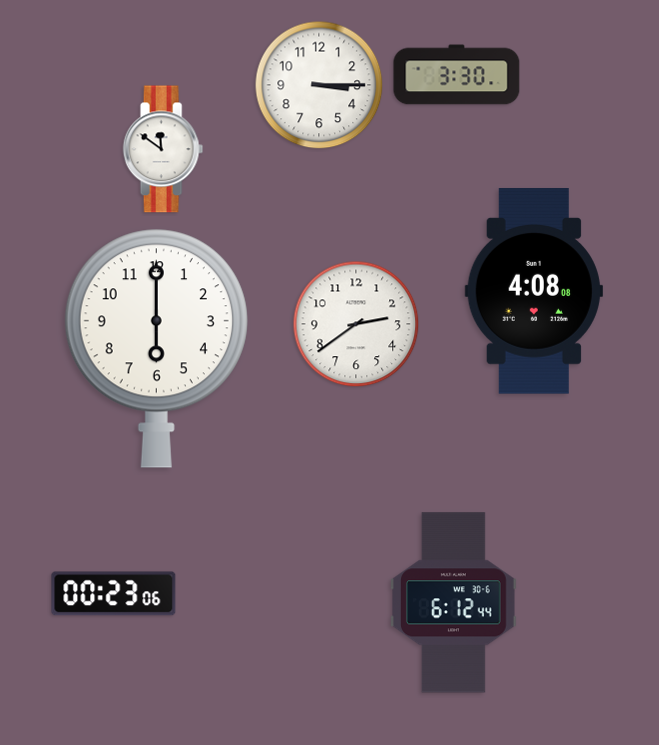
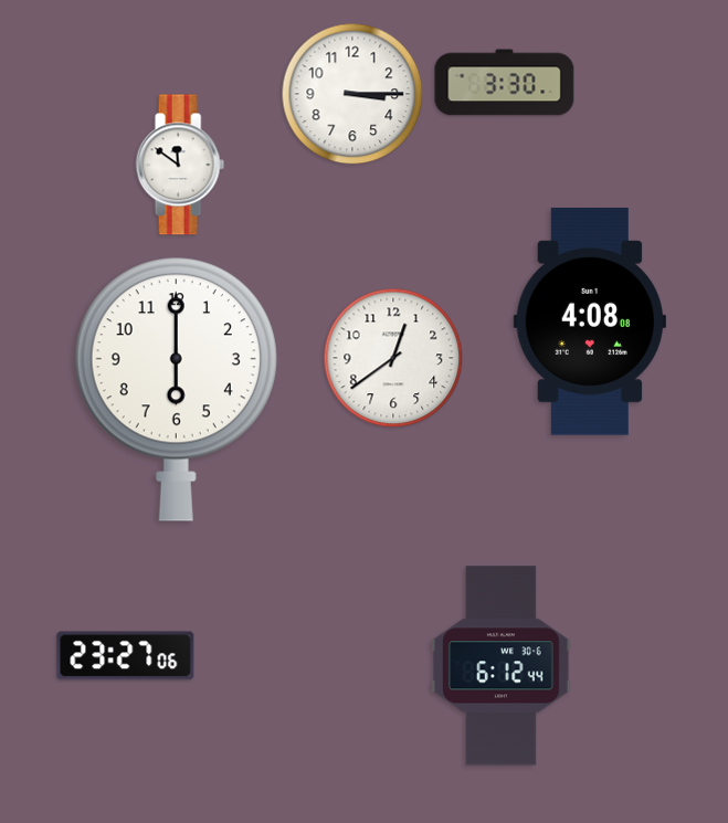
clock at (356, 324): 2:39 -> 12:39
clock at (156, 348) position: (156, 348) -> (176, 389)
clock at (114, 594): 00:23 -> 23:27
